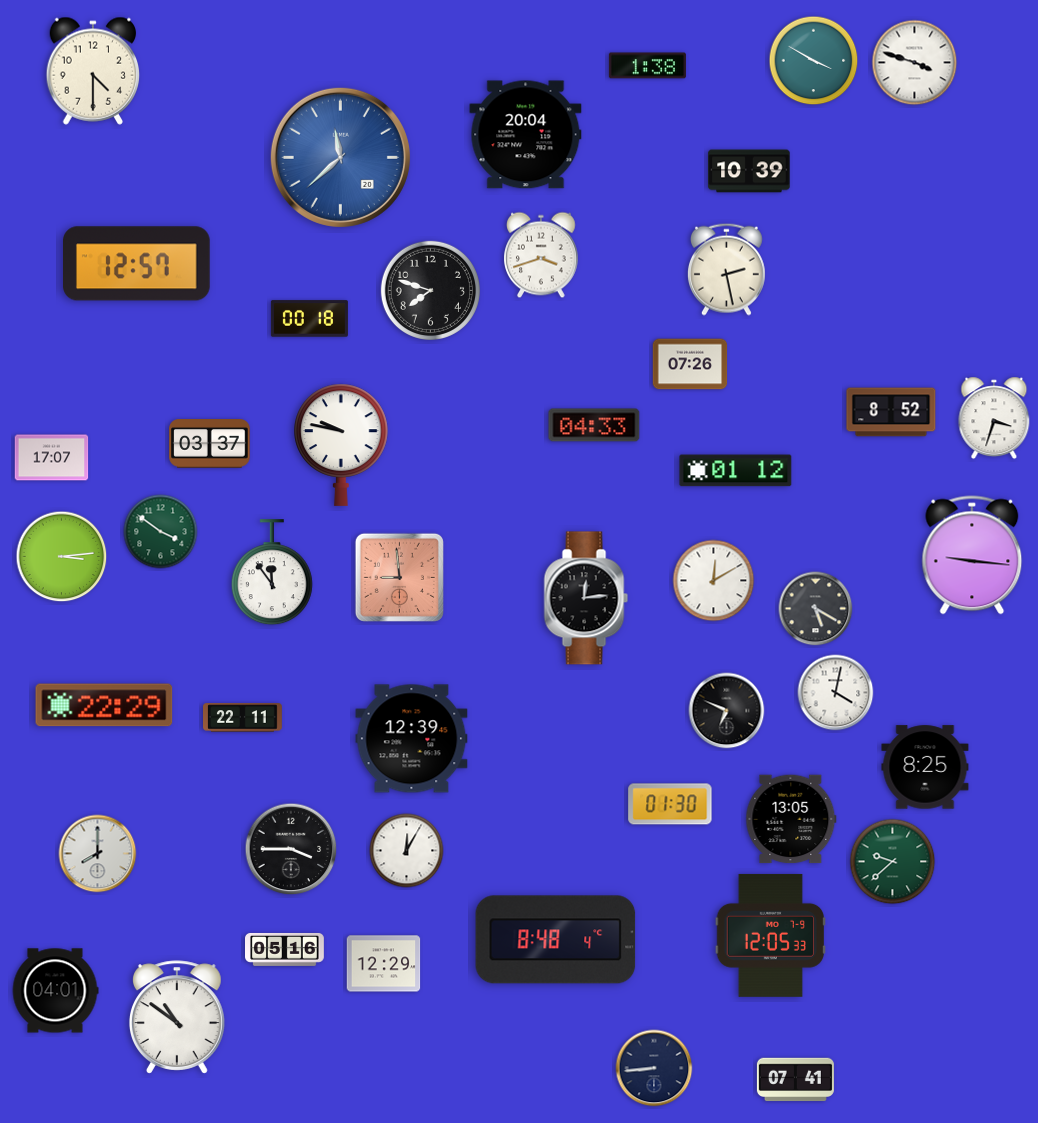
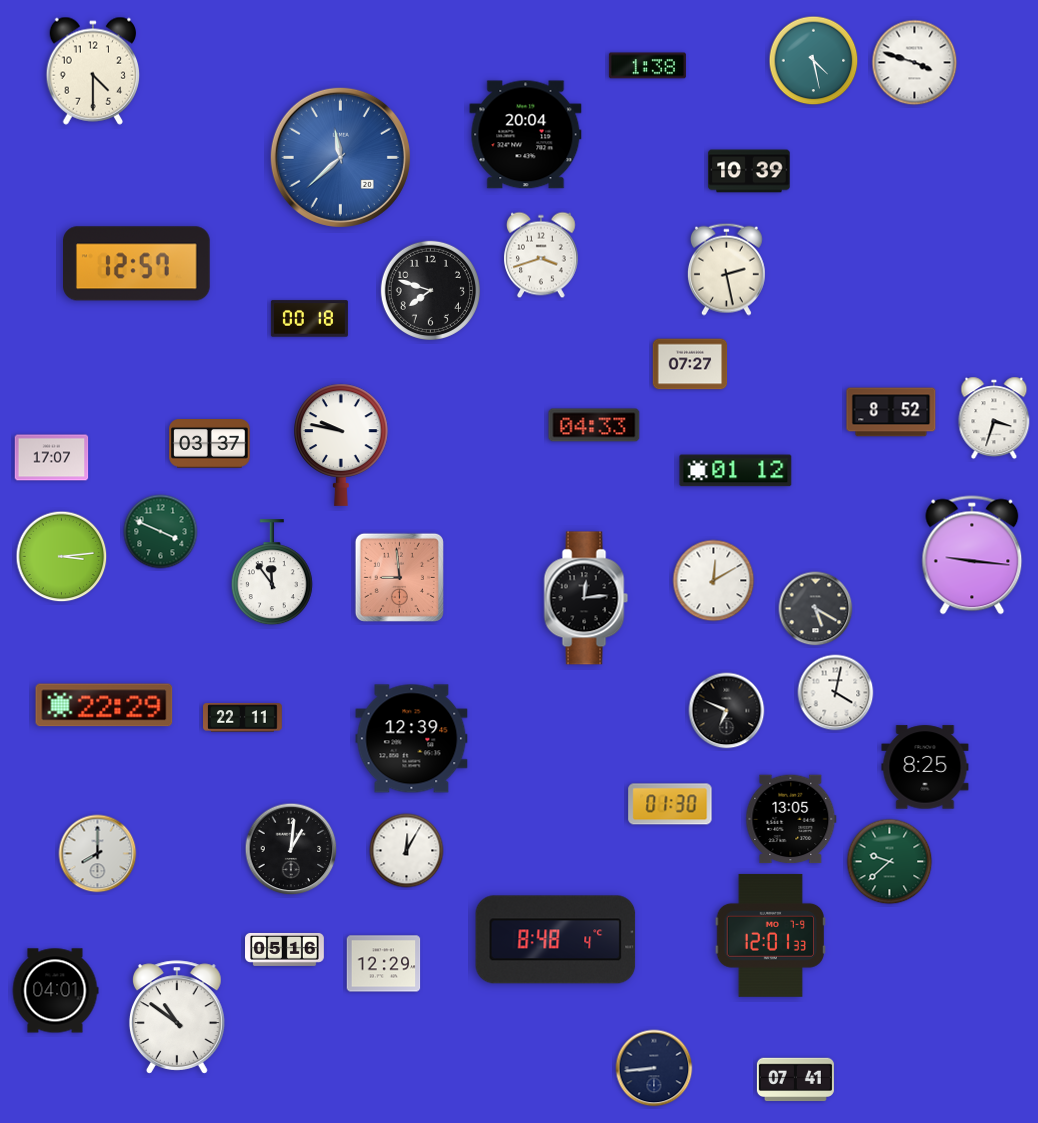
clock at (814, 61): 3:50 -> 4:28
clock at (690, 364): 07:26 -> 07:27
clock at (161, 532): 3:51 -> 3:49
clock at (291, 849): 3:45 -> 1:01
clock at (893, 862) position: (893, 862) -> (890, 862)
clock at (770, 935): 12:05 -> 12:01
